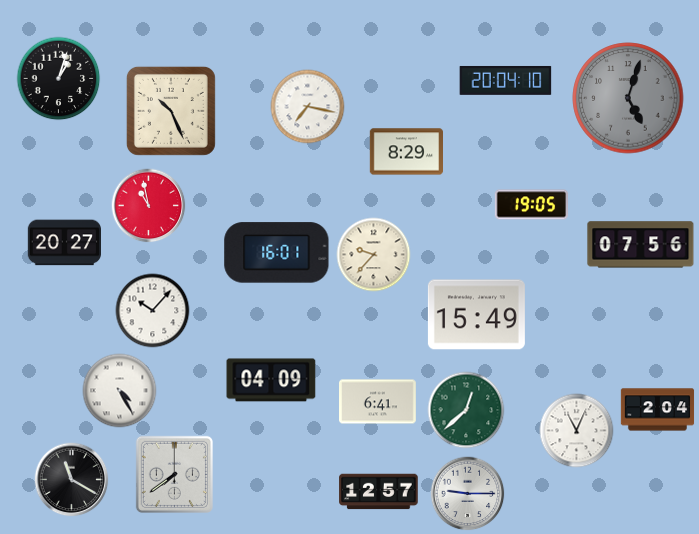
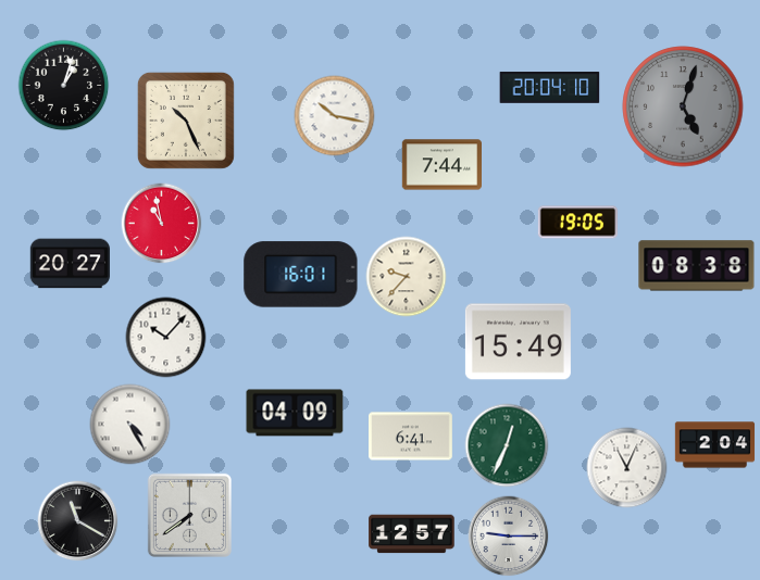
clock at (308, 107): 7:17 -> 10:17
clock at (406, 152): 8:29 -> 7:44
clock at (641, 245): 07:56 -> 08:38
clock at (466, 410): 12:38 -> 12:34
